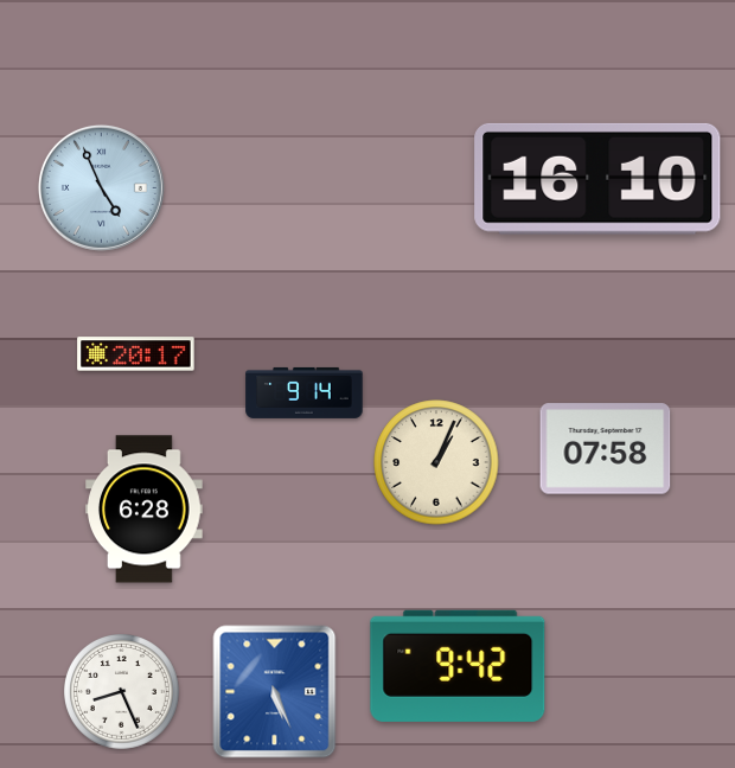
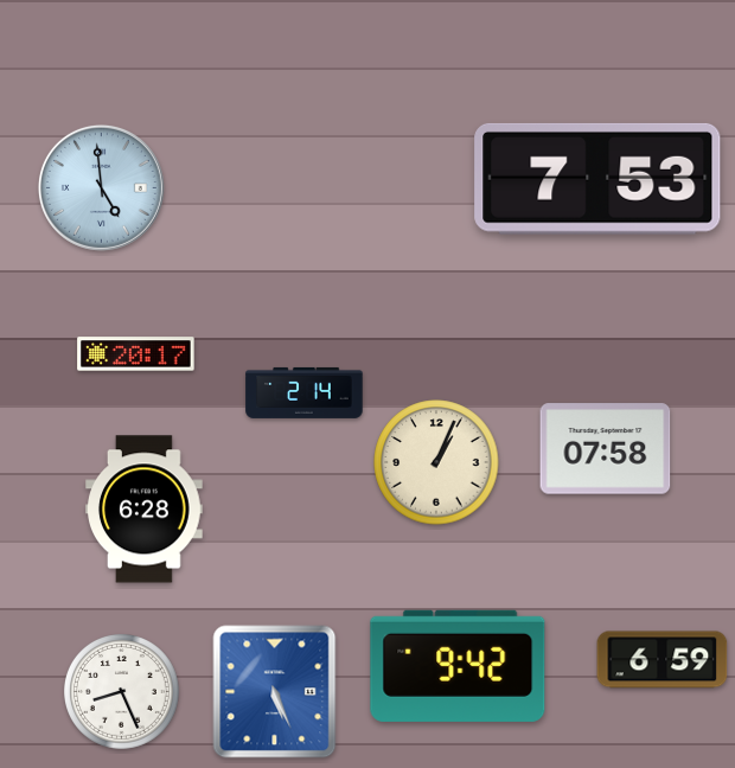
clock at (597, 179): 16:10 -> 7:53
clock at (101, 187): 4:56 -> 4:59
clock at (305, 392): 9:14 -> 2:14
clock at (663, 660): none -> 6:59
